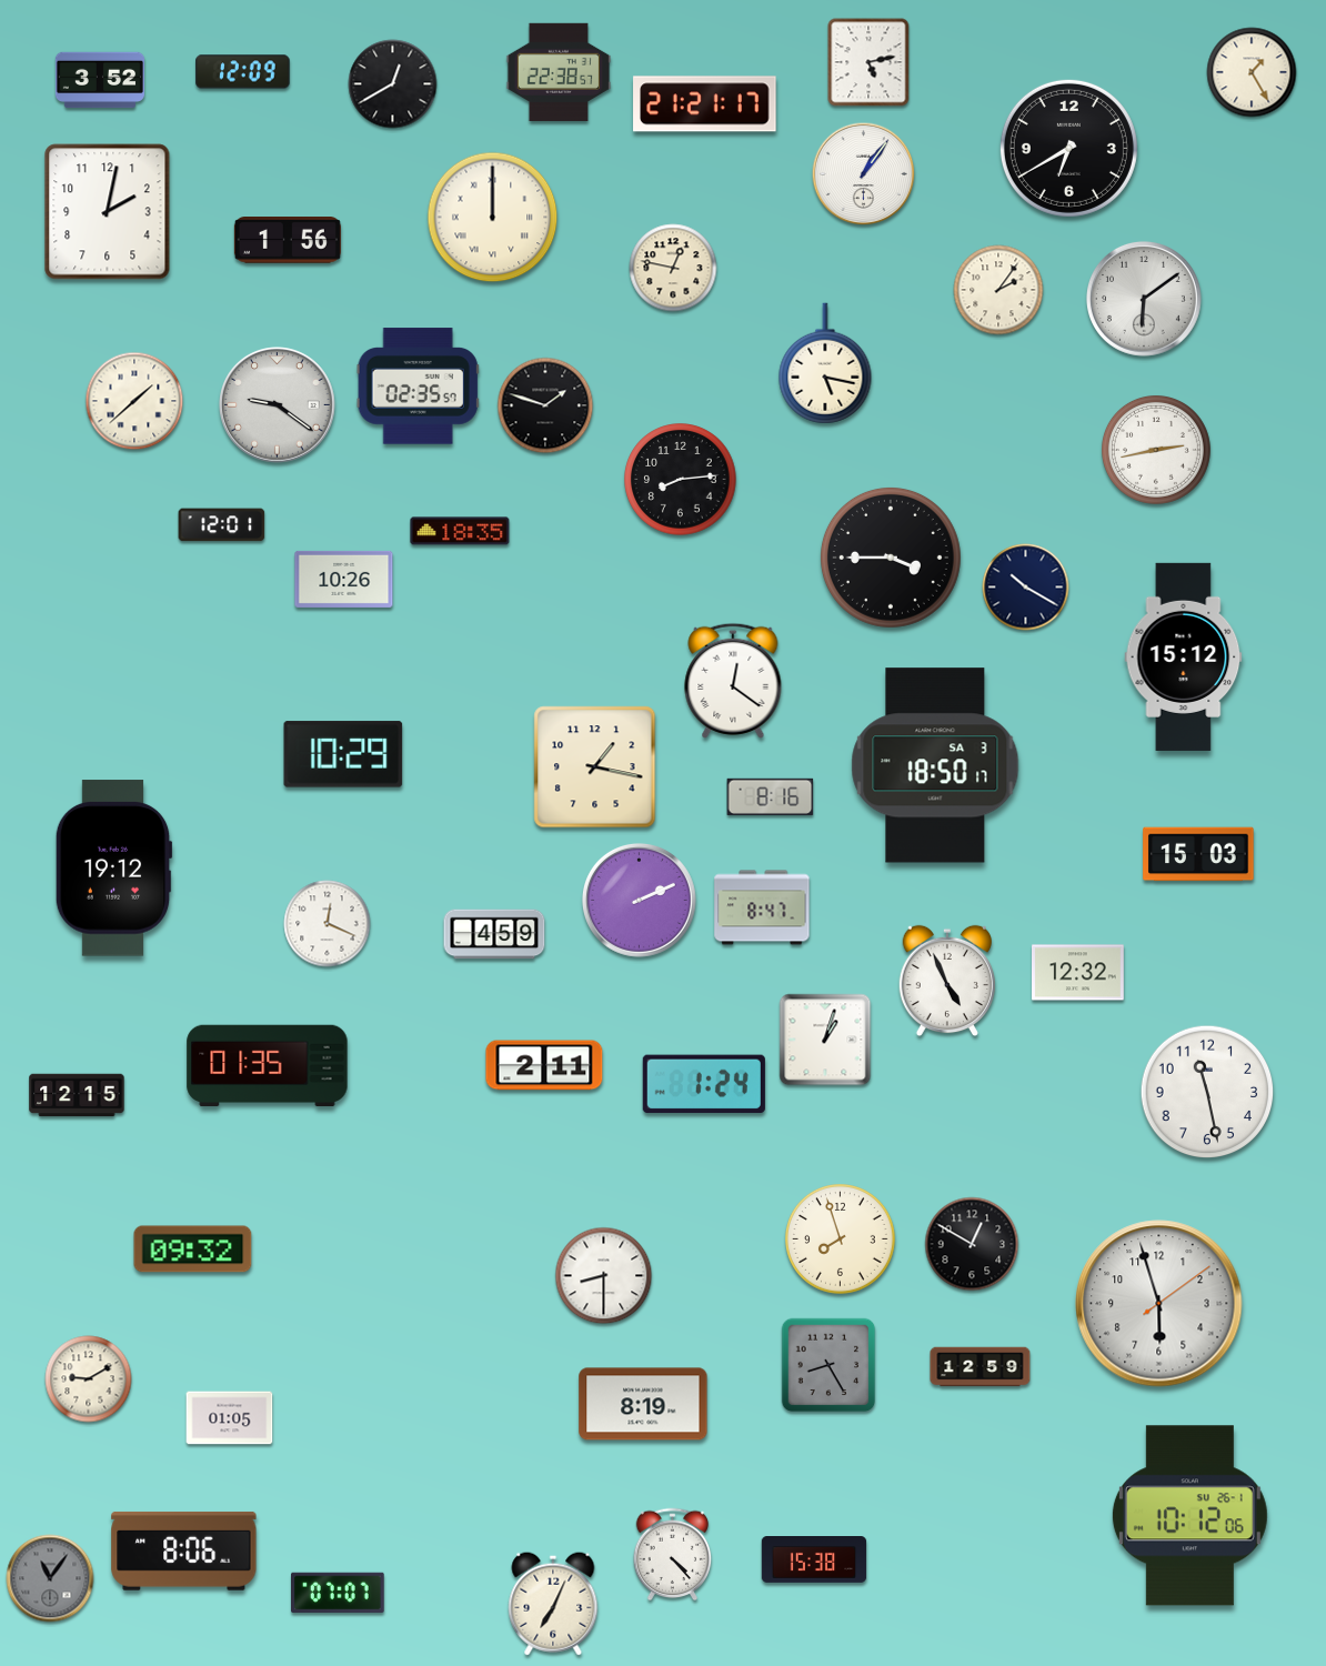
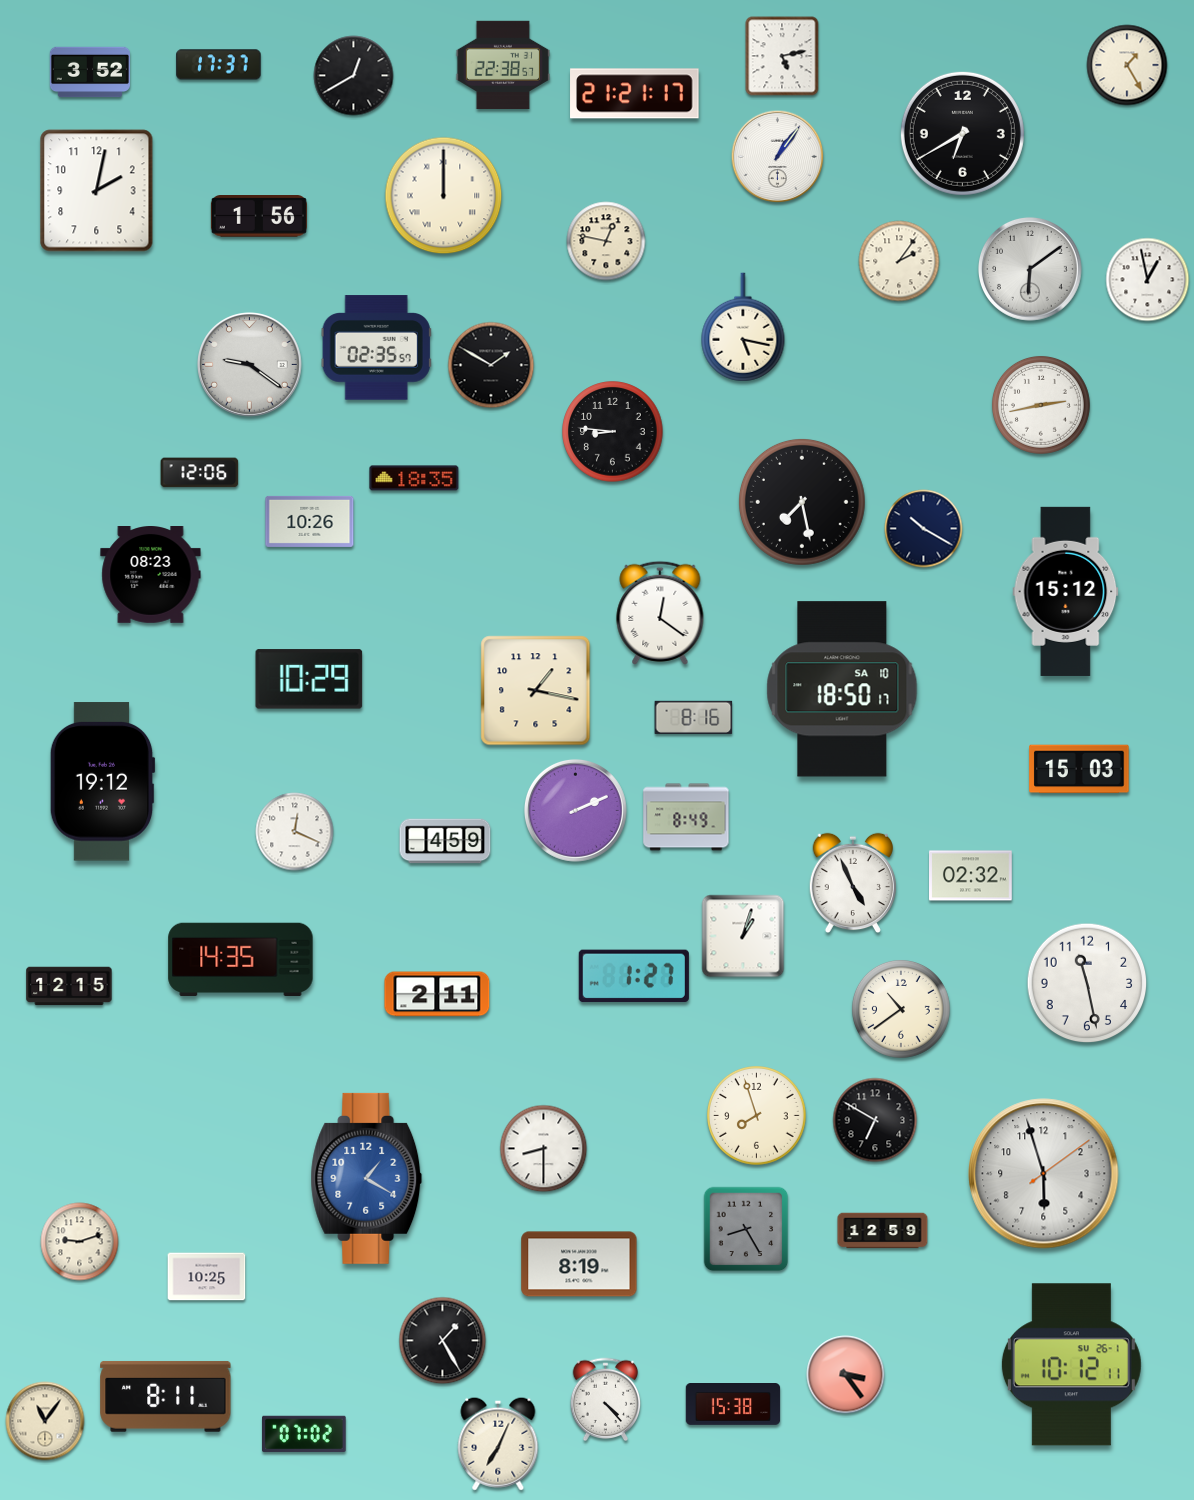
clock at (243, 72): 12:09 -> 17:37
clock at (1148, 280): none -> 12:58
clock at (134, 401): 1:38 -> none
clock at (545, 405): 1:48 -> 1:50
clock at (681, 480): 8:14 -> 8:46
clock at (222, 525): 12:01 -> 12:06
clock at (891, 558): 3:45 -> 7:28
clock at (151, 575): none -> 08:23
clock at (935, 765) date: SA 3 -> SA 10
clock at (762, 907): 8:47 -> 8:49
clock at (1078, 973): 12:32 -> 02:32
clock at (544, 1065) position: (544, 1065) -> (437, 994)
clock at (268, 1066): 01:35 -> 14:35
clock at (704, 1084): 1:24 -> 1:27
clock at (901, 1009): none -> 10:39
clock at (972, 1244): 12:50 -> 6:50
clock at (193, 1249): 09:32 -> none
clock at (367, 1178): none -> 1:20
clock at (89, 1379): 9:10 -> 9:12
clock at (230, 1418): 01:05 -> 10:25
clock at (443, 1341): none -> 1:25
clock at (1189, 1516): 10:12:06 -> 10:12:11
clock at (846, 1375): none -> 3:24
clock at (184, 1550): 8:06 -> 8:11
clock at (50, 1578) dial: grey -> cream
clock at (339, 1593): 07:07 -> 07:02
